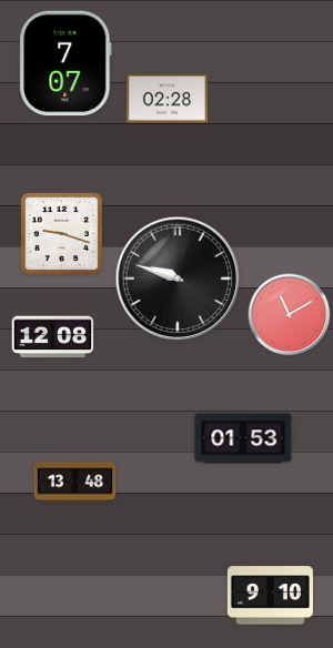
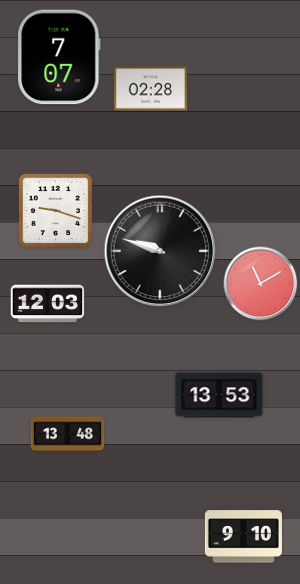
clock at (53, 337): 12:08 -> 12:03
clock at (243, 438): 01:53 -> 13:53
